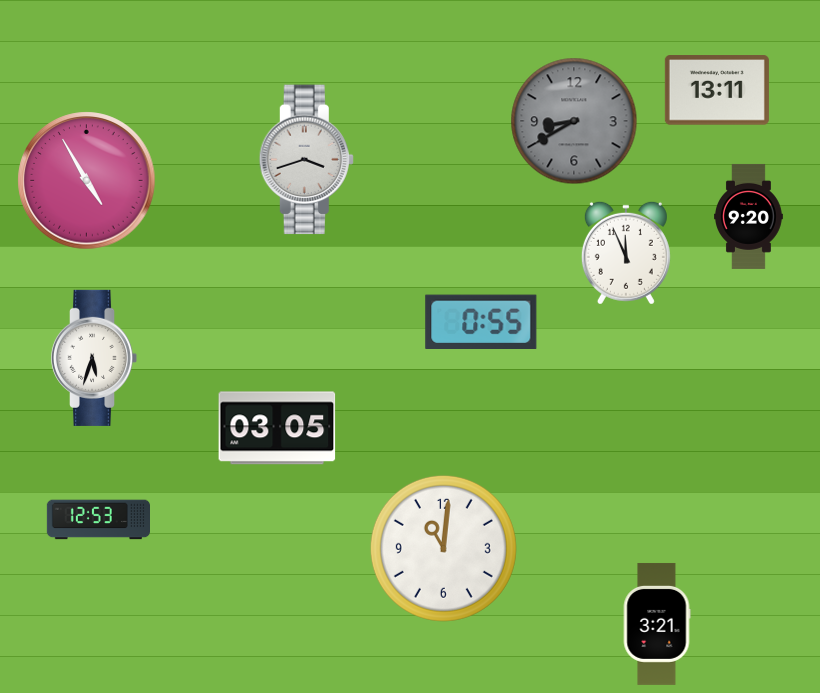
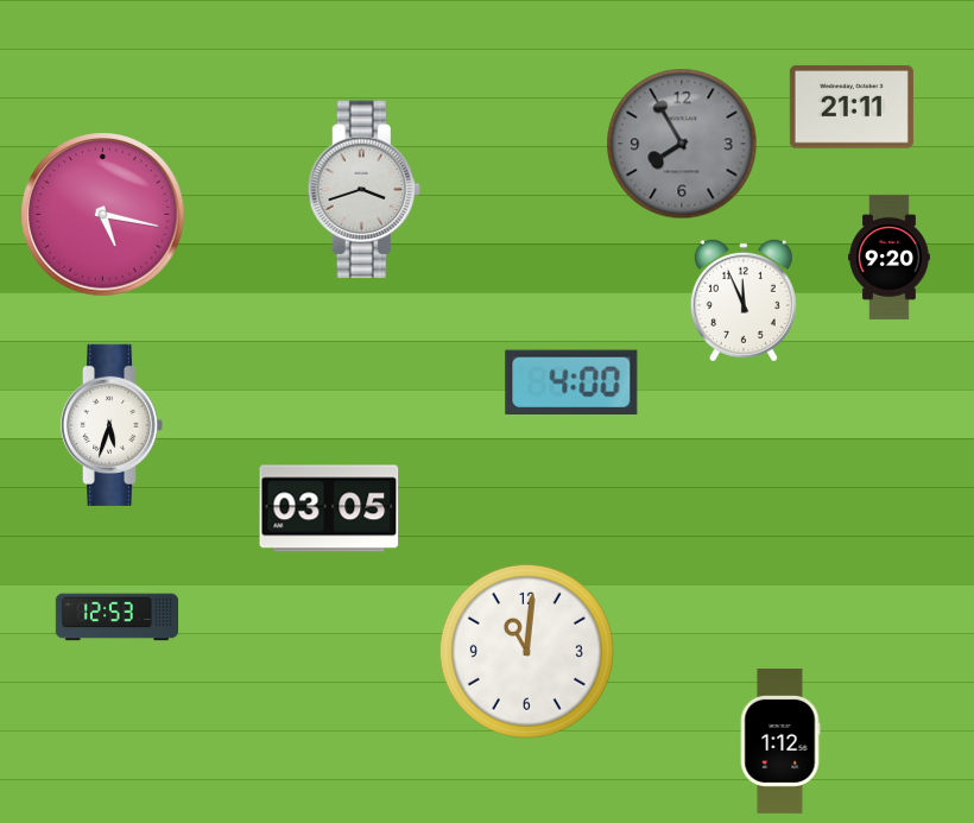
clock at (717, 90): 13:11 -> 21:11
clock at (574, 121): 8:40 -> 7:55
clock at (87, 181): 4:55 -> 5:17
clock at (481, 321): 0:55 -> 4:00
clock at (657, 624): 3:21 -> 1:12
